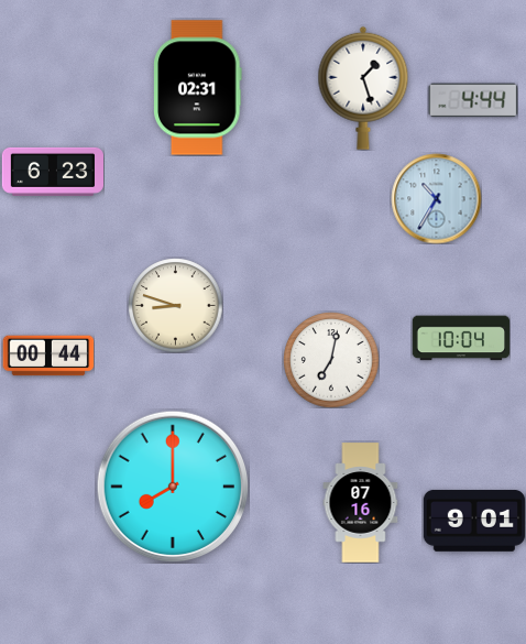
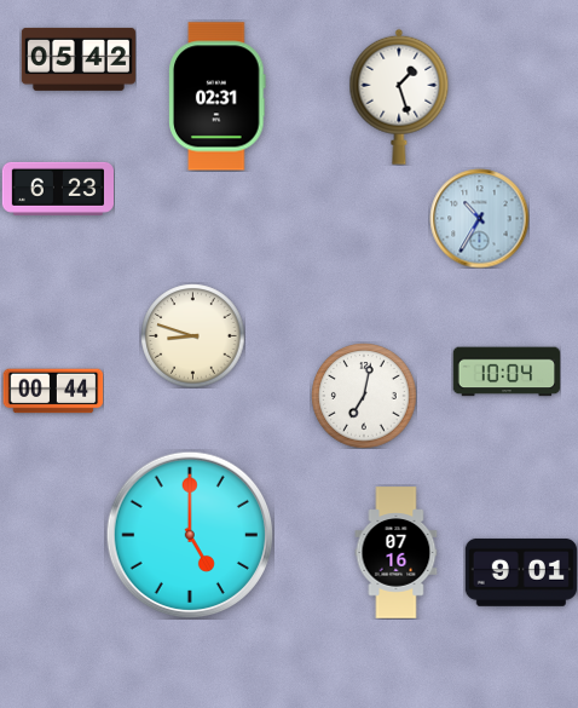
clock at (79, 59): none -> 05:42
clock at (473, 100): 4:44 -> none
clock at (173, 487): 8:00 -> 5:00
